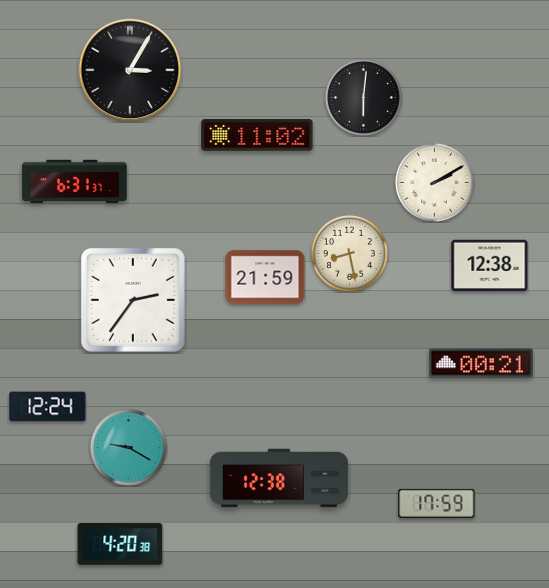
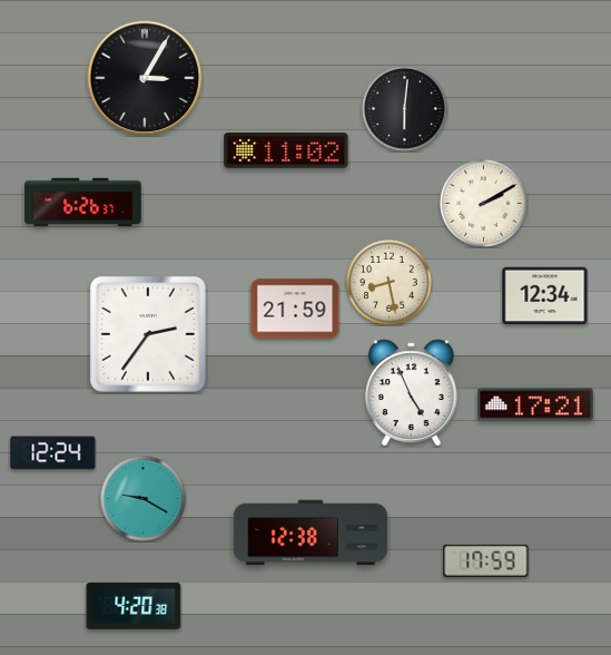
clock at (75, 182): 6:31 -> 6:26
clock at (490, 266): 12:38 -> 12:34
clock at (412, 393): none -> 4:56
clock at (481, 363): 00:21 -> 17:21
